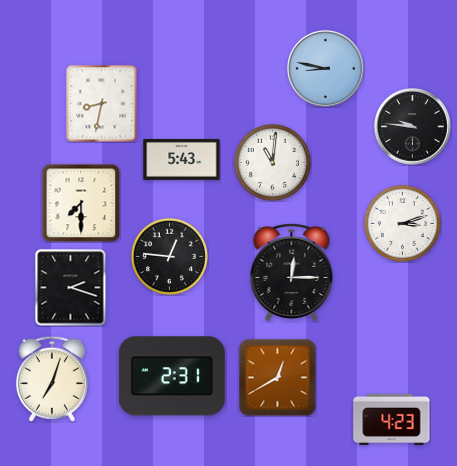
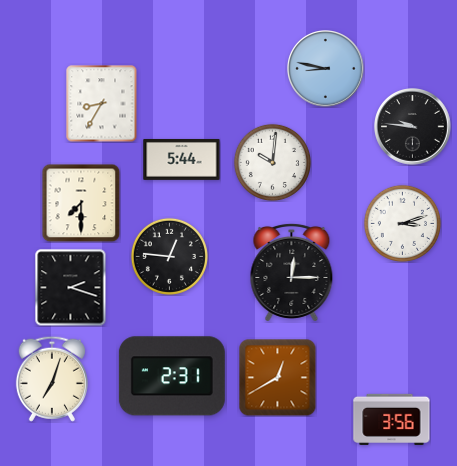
clock at (102, 103): 8:32 -> 8:35
clock at (182, 159): 5:43 -> 5:44
clock at (272, 162): 11:01 -> 10:01
clock at (392, 419): 4:23 -> 3:56
